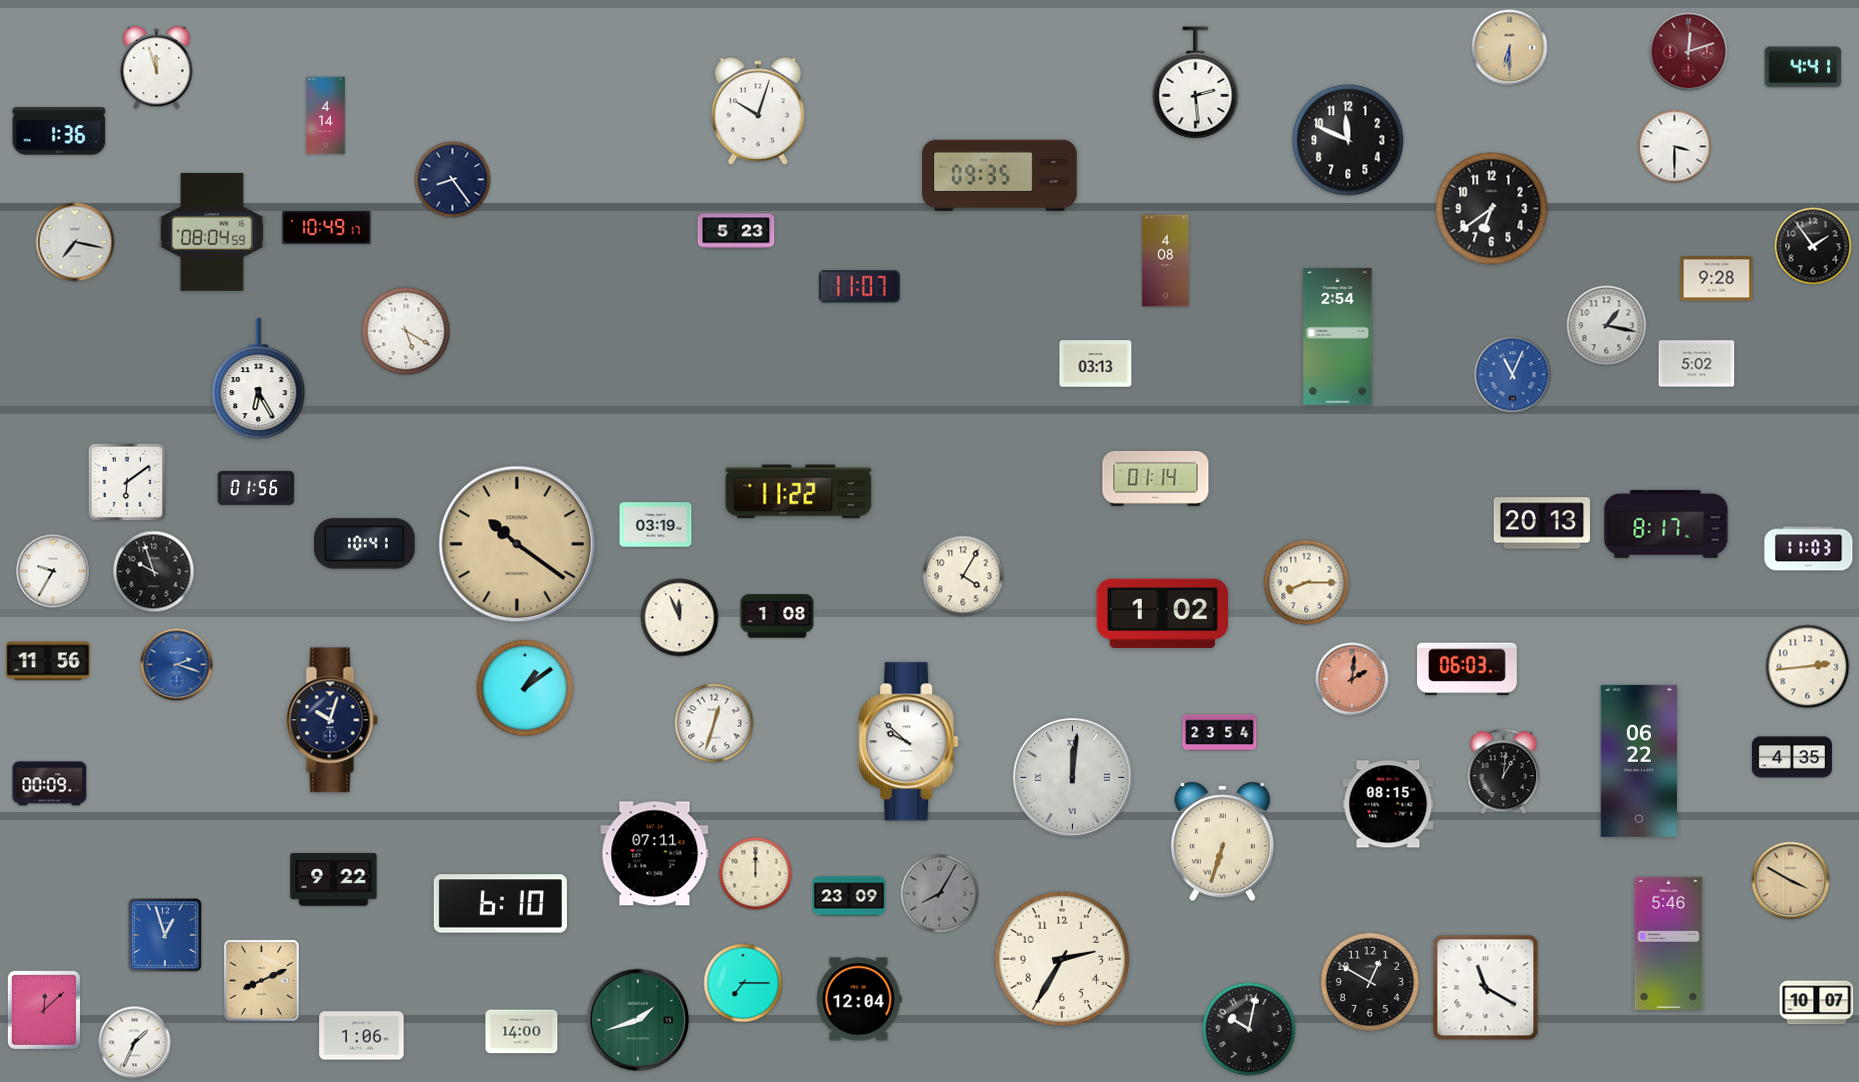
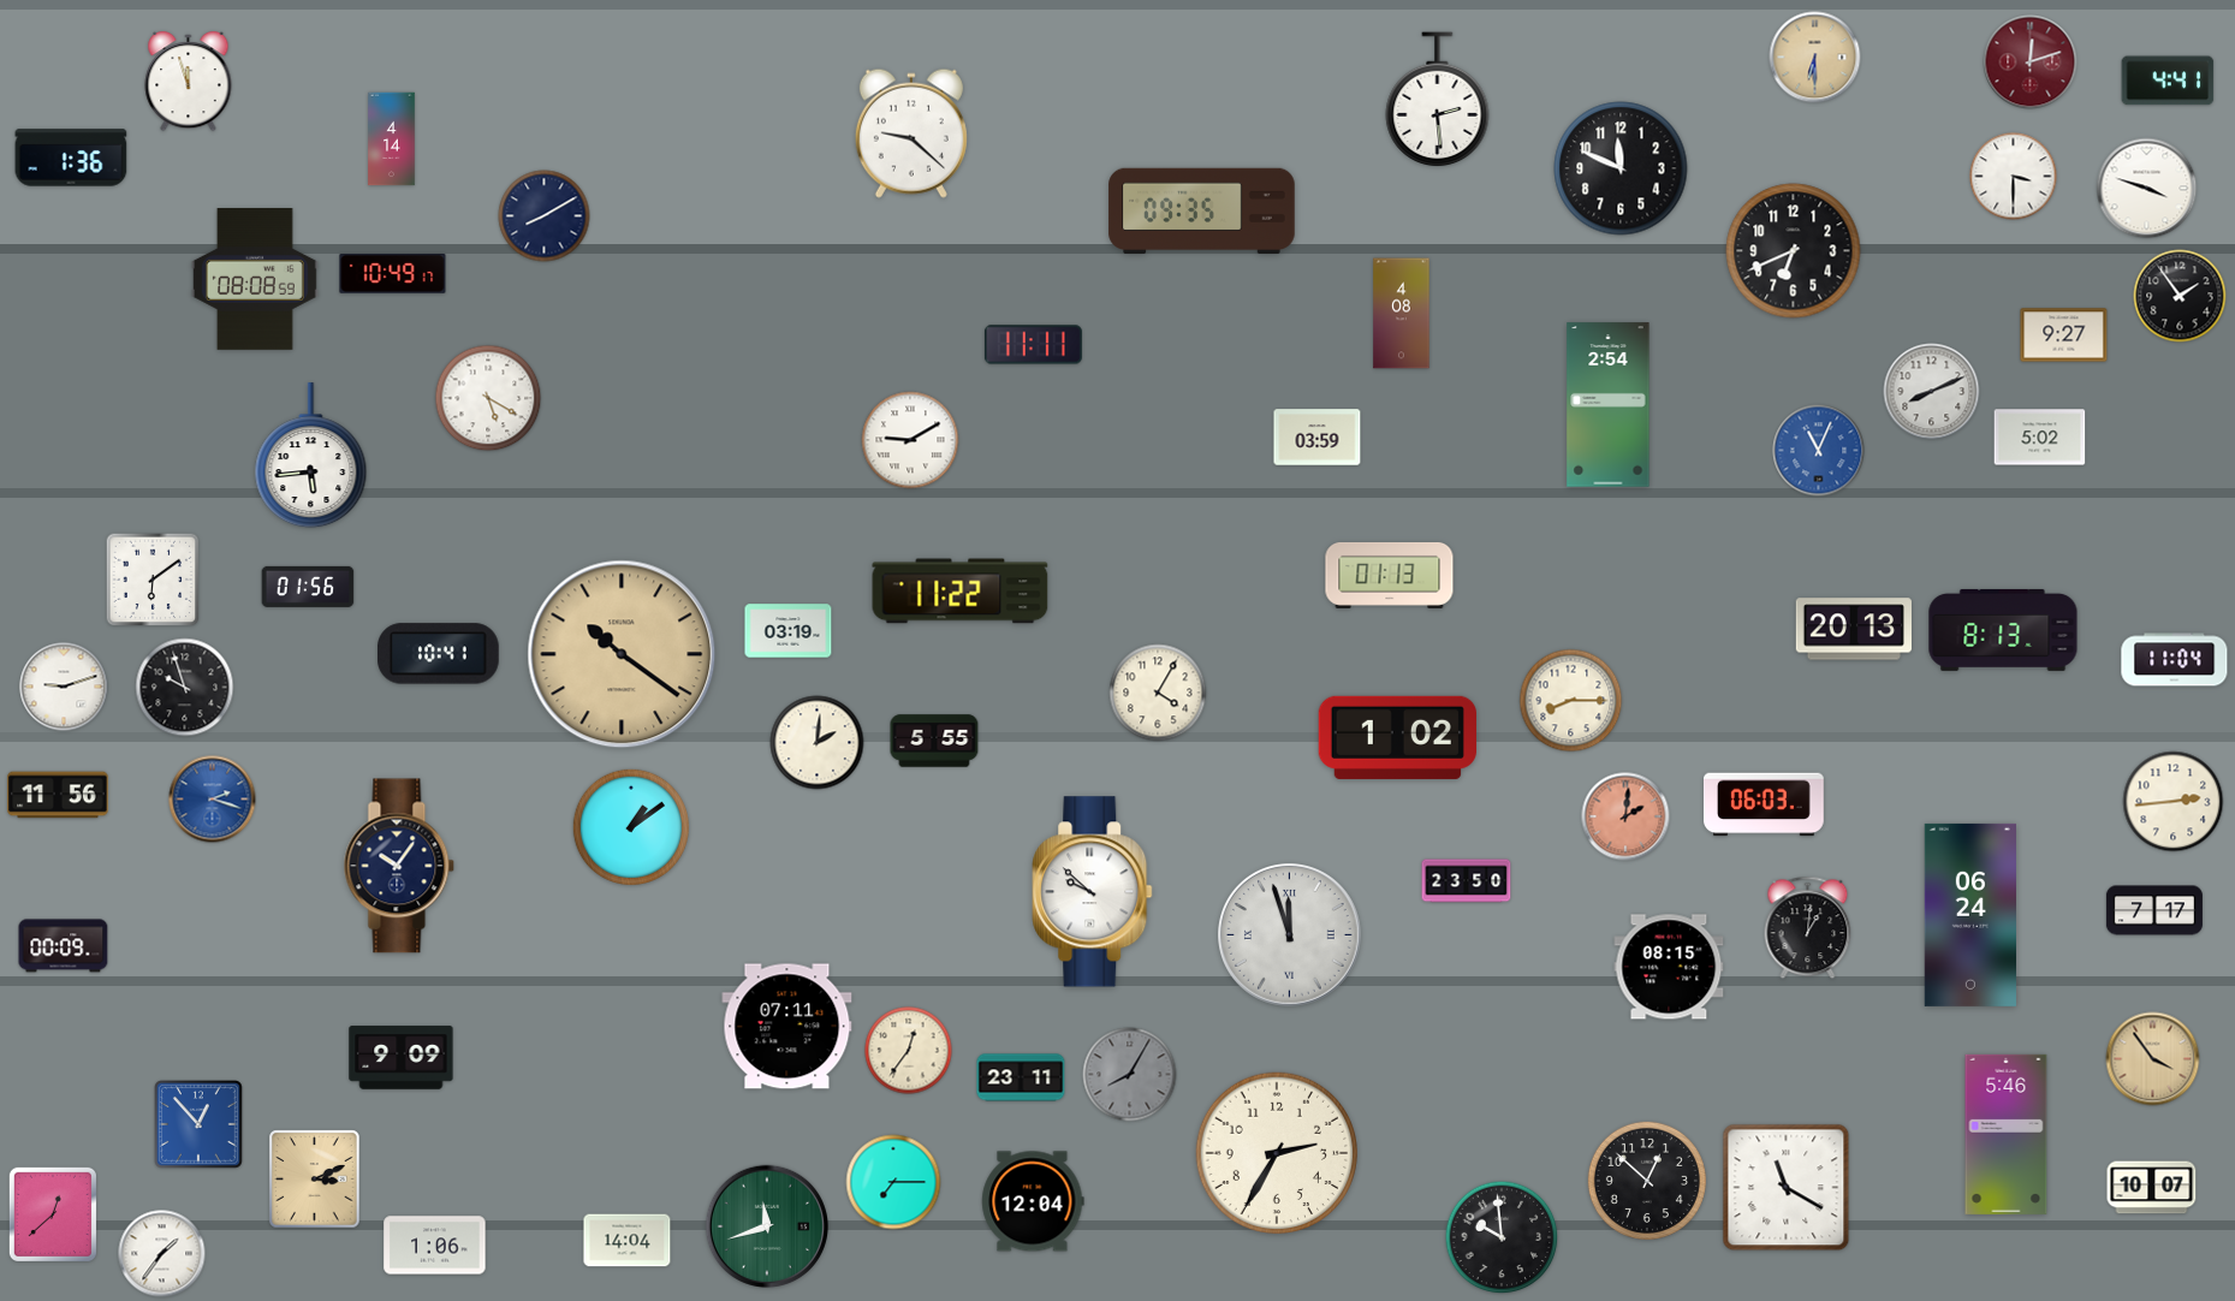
clock at (758, 111): 10:03 -> 9:22
clock at (2147, 189): none -> 3:48
clock at (453, 180): 8:24 -> 8:10
clock at (1492, 209): 6:39 -> 6:41
clock at (736, 231): 5:23 -> none
clock at (212, 233): 08:04 -> 08:08
clock at (75, 242): 7:17 -> none
clock at (1717, 279): 9:28 -> 9:27
clock at (859, 287): 11:07 -> 11:11
clock at (1607, 326): 1:17 -> 8:11
clock at (1096, 364): 03:13 -> 03:59
clock at (910, 440): none -> 9:10
clock at (259, 379): 6:25 -> 5:44
clock at (1156, 478): 01:14 -> 01:13
clock at (1666, 524): 8:17 -> 8:13
clock at (1809, 549): 11:03 -> 11:04
clock at (53, 571): 9:35 -> 9:12
clock at (777, 616): 1:08 -> 5:55
clock at (680, 618): 11:56 -> 2:01
clock at (332, 720): 10:03 -> 10:06
clock at (714, 723): 12:33 -> none
clock at (1220, 733): 23:54 -> 23:50
clock at (1792, 757): 4:35 -> 7:17
clock at (1638, 761): 06:22 -> 06:24
clock at (1073, 778): 12:01 -> 11:57
clock at (50, 784) position: (50, 784) -> (64, 946)
clock at (1222, 843): 6:33 -> none
clock at (756, 874): 12:00 -> 12:36
clock at (334, 880): 9:22 -> 9:09
clock at (1791, 881): 3:50 -> 3:54
clock at (849, 896): 23:09 -> 23:11
clock at (500, 904): 6:10 -> none
clock at (166, 936): 12:57 -> 12:53
clock at (262, 981): 8:11 -> 3:11
clock at (1370, 982): 12:50 -> 12:52
clock at (1817, 1003) position: (1817, 1003) -> (2152, 1188)
clock at (44, 1010): 12:08 -> 12:38
clock at (637, 1019): 1:42 -> 11:42
clock at (1249, 1029): 10:02 -> 9:59
clock at (522, 1032): 14:00 -> 14:04
clock at (135, 1043): 1:34 -> 1:36
